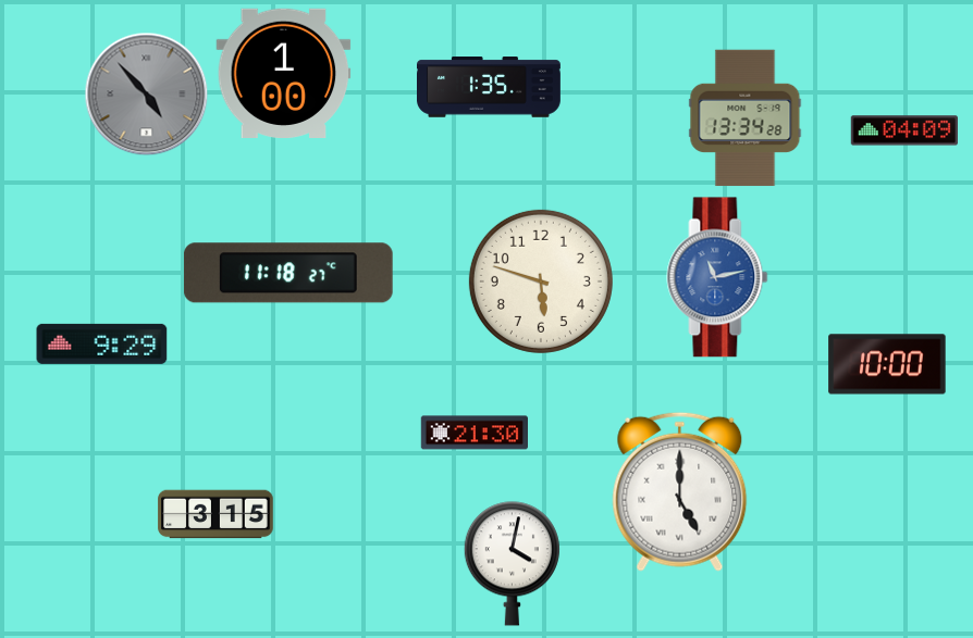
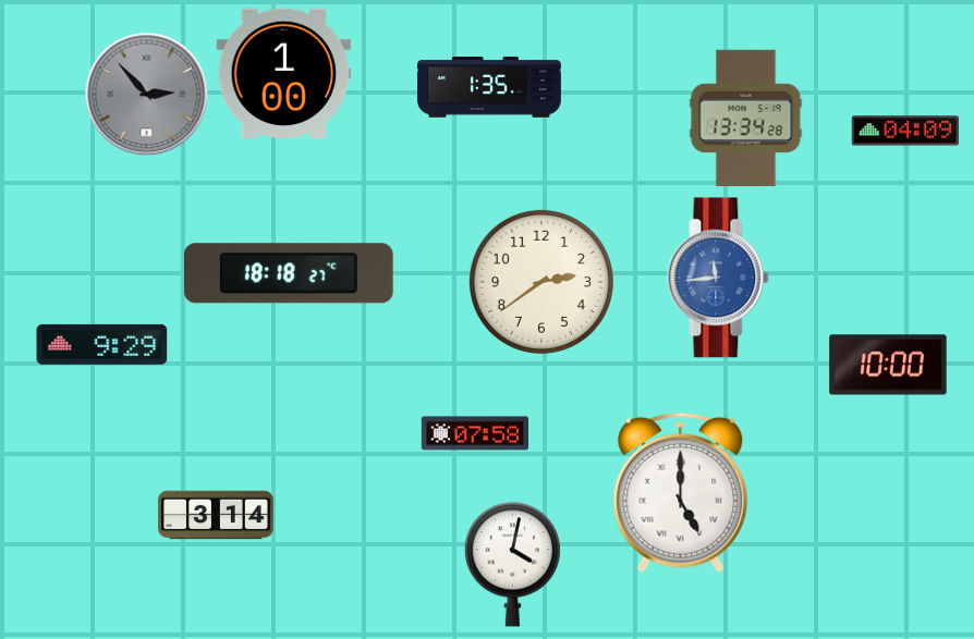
clock at (147, 95): 4:53 -> 2:53
clock at (288, 273): 11:18 -> 18:18
clock at (717, 277): 11:13 -> 11:44
clock at (541, 282): 5:48 -> 2:39
clock at (473, 433): 21:30 -> 07:58
clock at (215, 514): 3:15 -> 3:14
